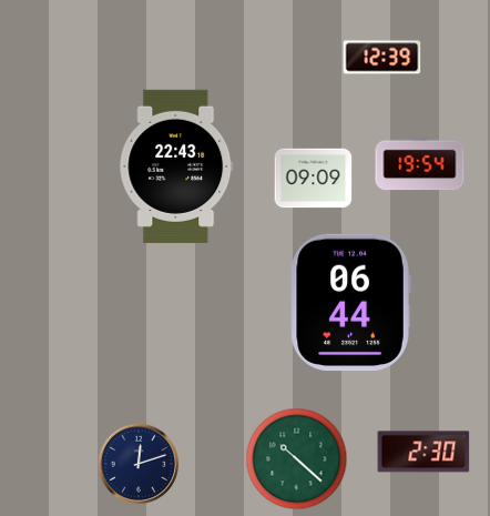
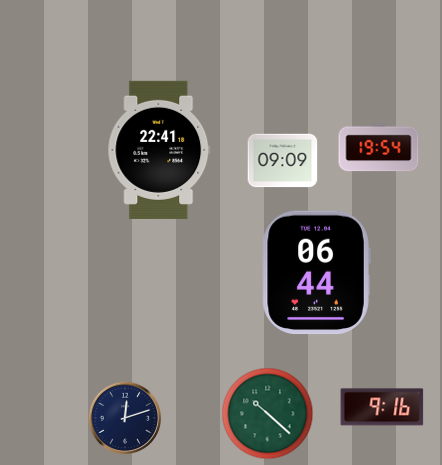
clock at (382, 58): 12:39 -> none
clock at (176, 166): 22:43 -> 22:41
clock at (423, 452): 2:30 -> 9:16
